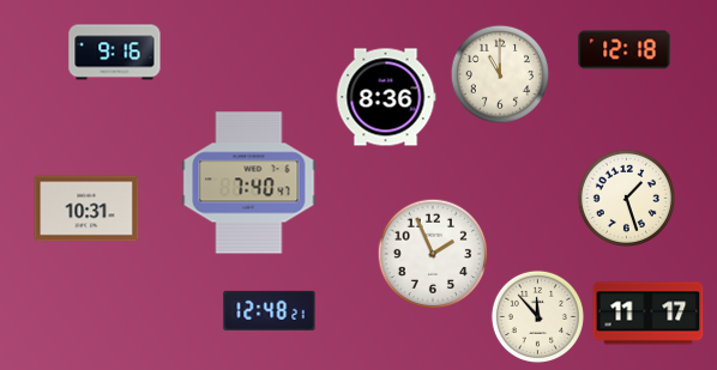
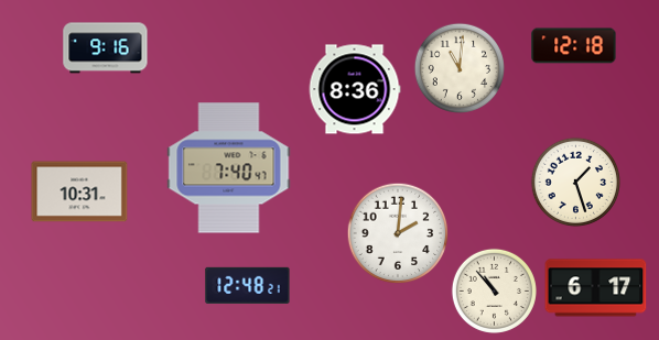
clock at (499, 73): 11:00 -> 11:01
clock at (433, 254): 1:56 -> 2:01
clock at (649, 314): 11:17 -> 6:17
clock at (537, 316): 11:53 -> 10:53
